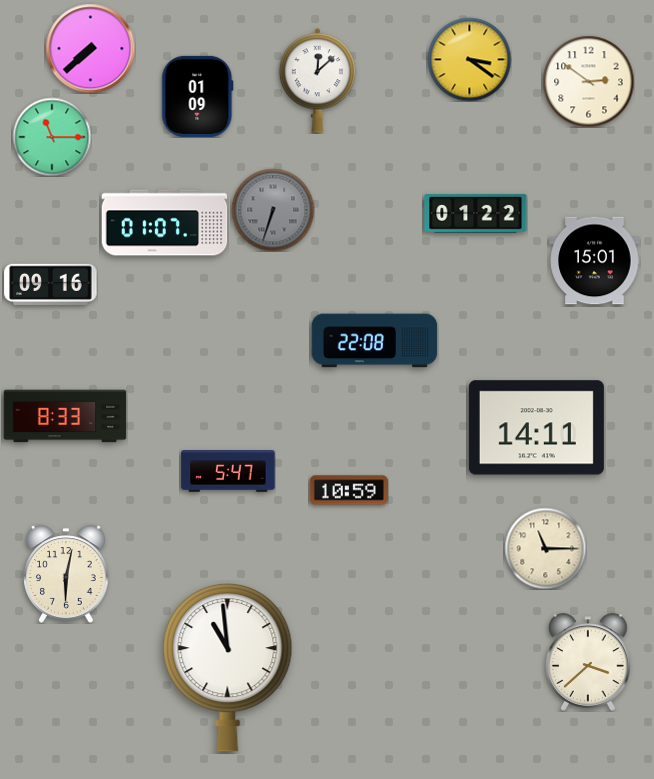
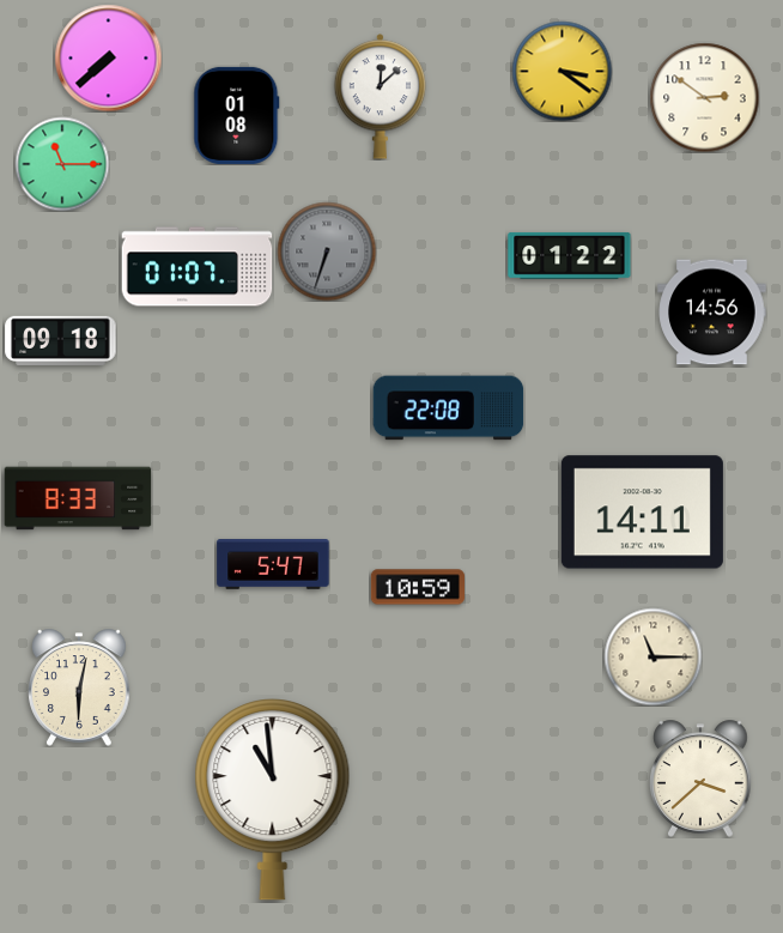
clock at (198, 96): 01:09 -> 01:08
clock at (595, 261): 15:01 -> 14:56
clock at (51, 284): 09:16 -> 09:18
clock at (588, 662) position: (588, 662) -> (700, 778)
